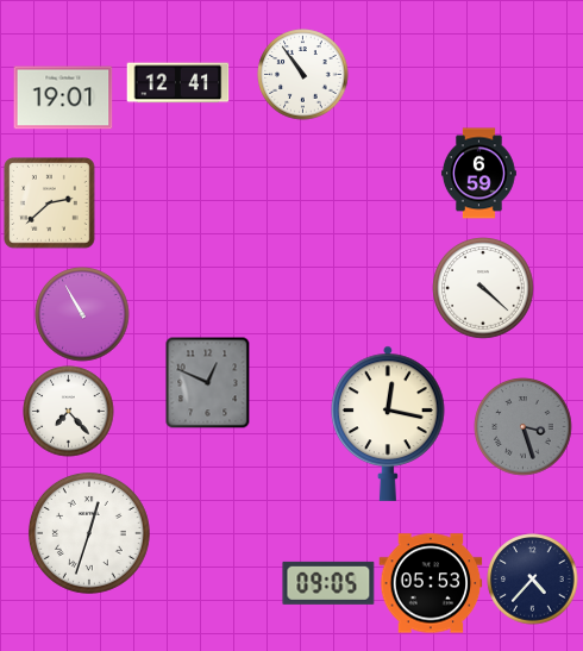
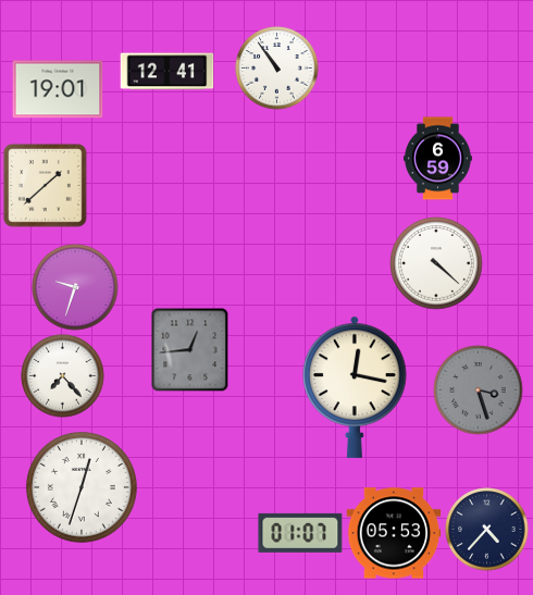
clock at (178, 83) position: (178, 83) -> (168, 72)
clock at (50, 204): 2:38 -> 1:38
clock at (483, 288) position: (483, 288) -> (436, 263)
clock at (82, 314): 10:55 -> 9:33
clock at (208, 382): 12:49 -> 12:44
clock at (328, 583): 09:05 -> 01:07
